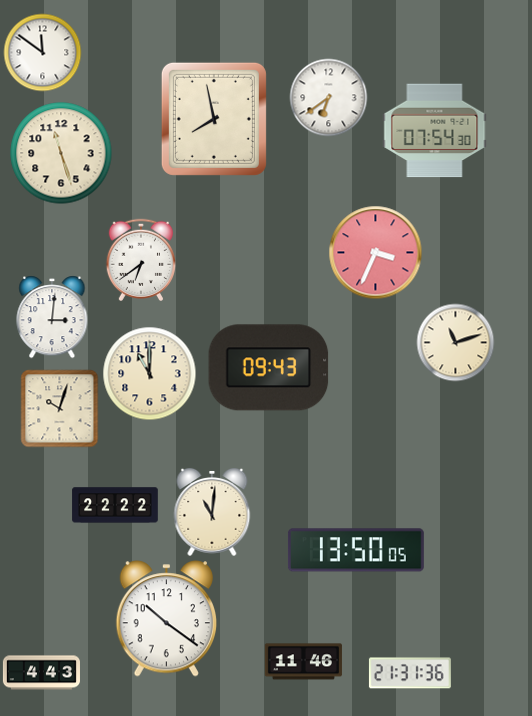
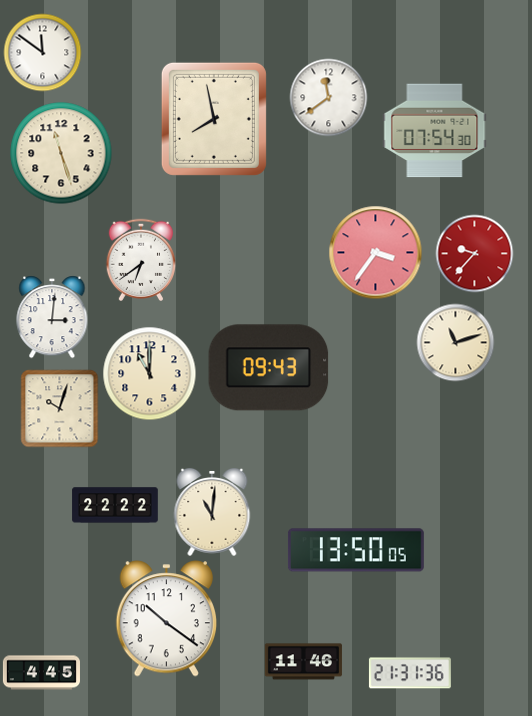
clock at (328, 97): 6:39 -> 11:39
clock at (375, 252): 3:34 -> 3:36
clock at (474, 253): none -> 9:37
clock at (41, 673): 4:43 -> 4:45
